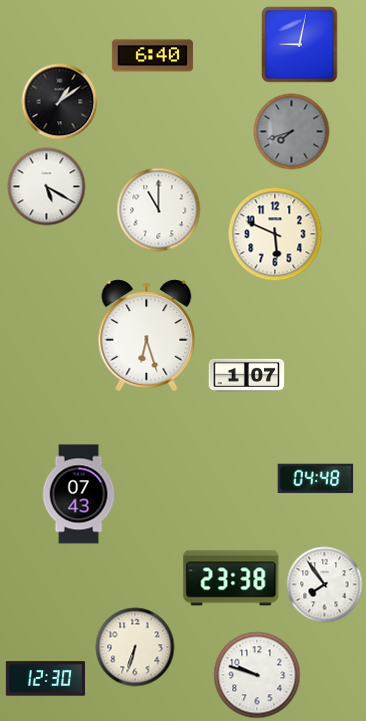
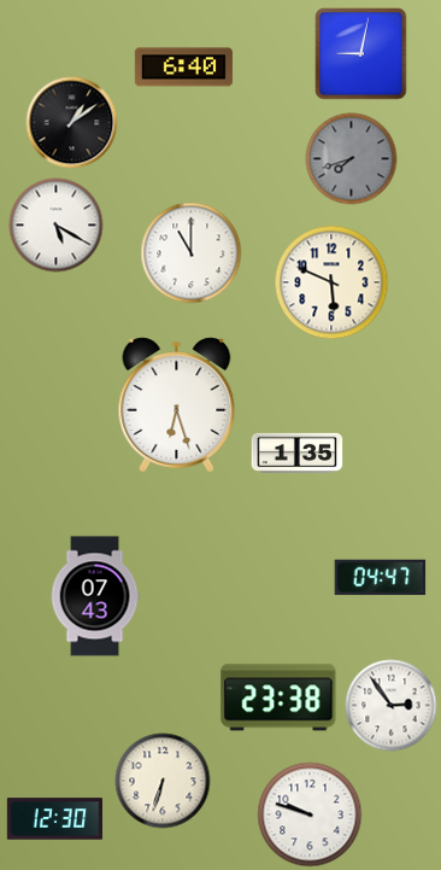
clock at (247, 375): 1:07 -> 1:35
clock at (316, 479): 04:48 -> 04:47
clock at (325, 585): 7:54 -> 2:54
